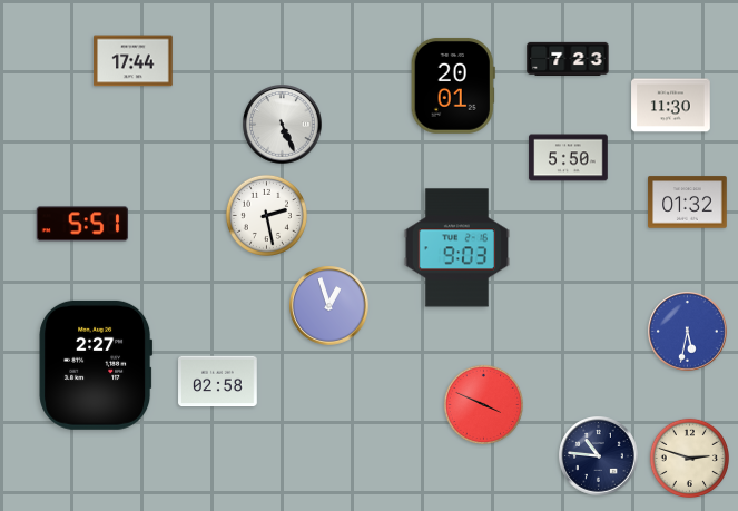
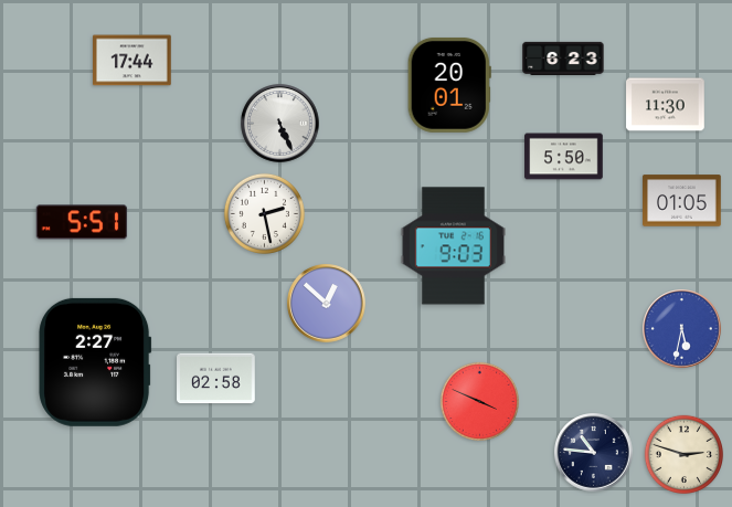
clock at (568, 59): 7:23 -> 6:23
clock at (688, 203): 01:32 -> 01:05
clock at (329, 306): 12:57 -> 12:52
